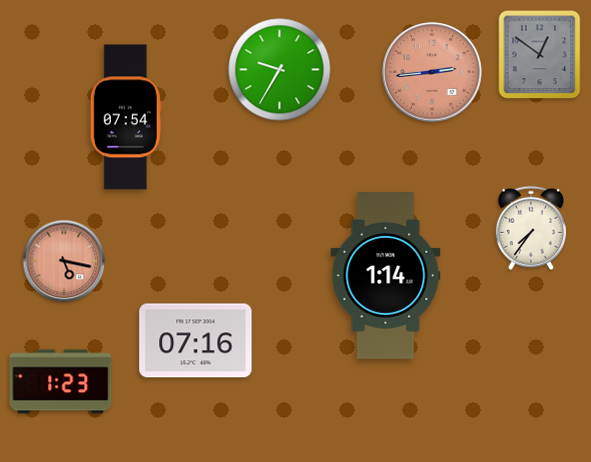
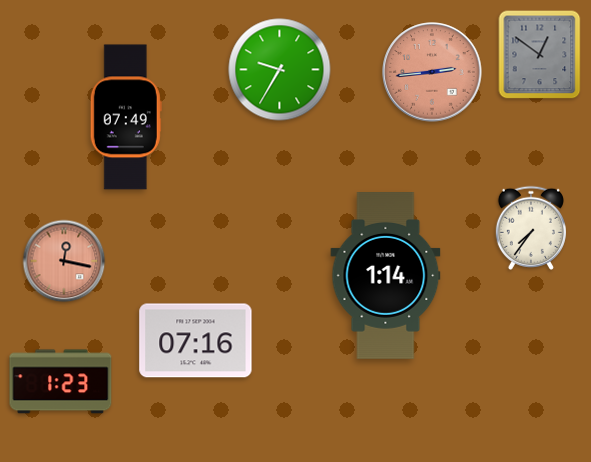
clock at (126, 117): 07:54 -> 07:49
clock at (64, 261): 5:17 -> 12:17
